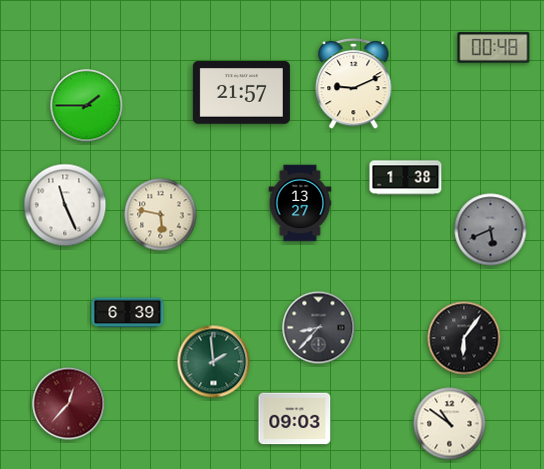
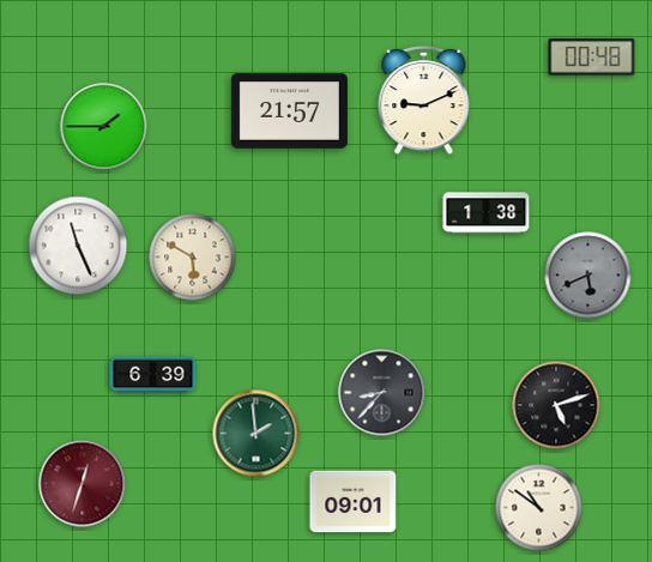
clock at (300, 203): 13:27 -> none
clock at (161, 215): 5:47 -> 5:50
clock at (464, 338): 6:06 -> 5:12
clock at (69, 404): 12:37 -> 12:33
clock at (295, 419): 09:03 -> 09:01
